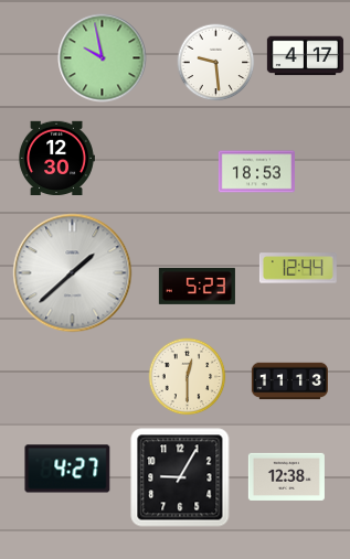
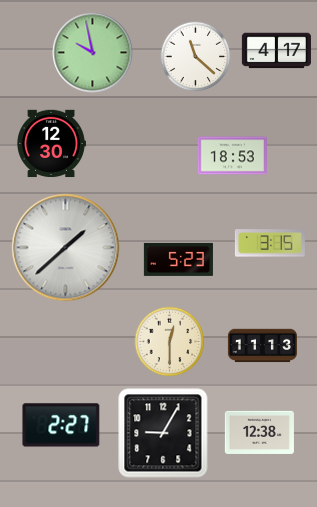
clock at (216, 63): 9:29 -> 11:22
clock at (298, 268): 12:44 -> 3:15
clock at (67, 469): 4:27 -> 2:27
